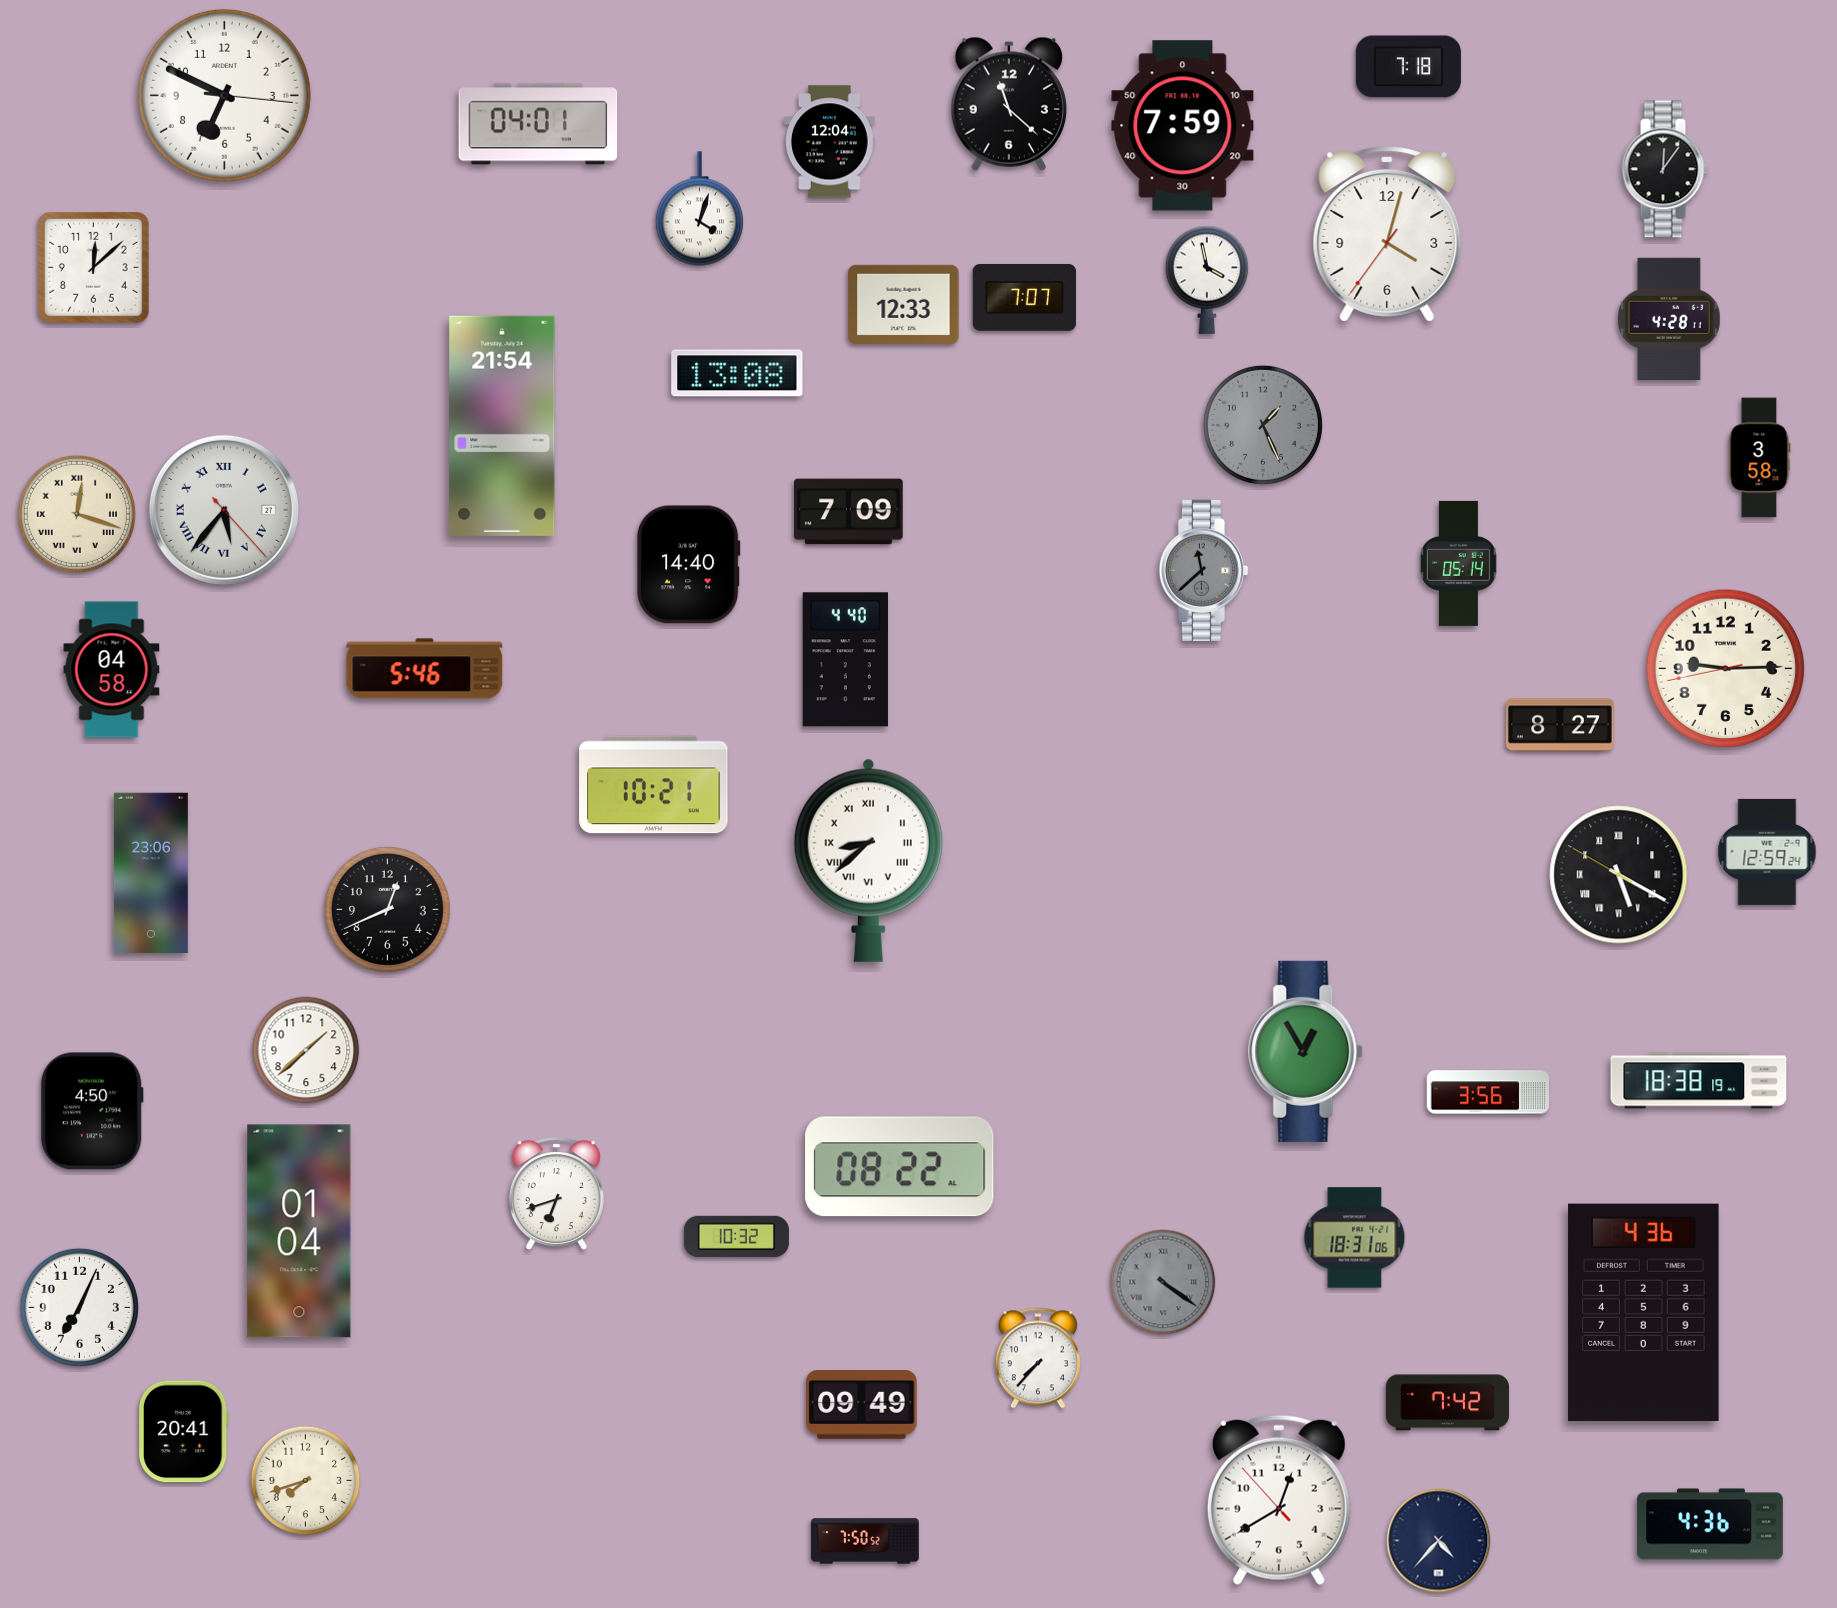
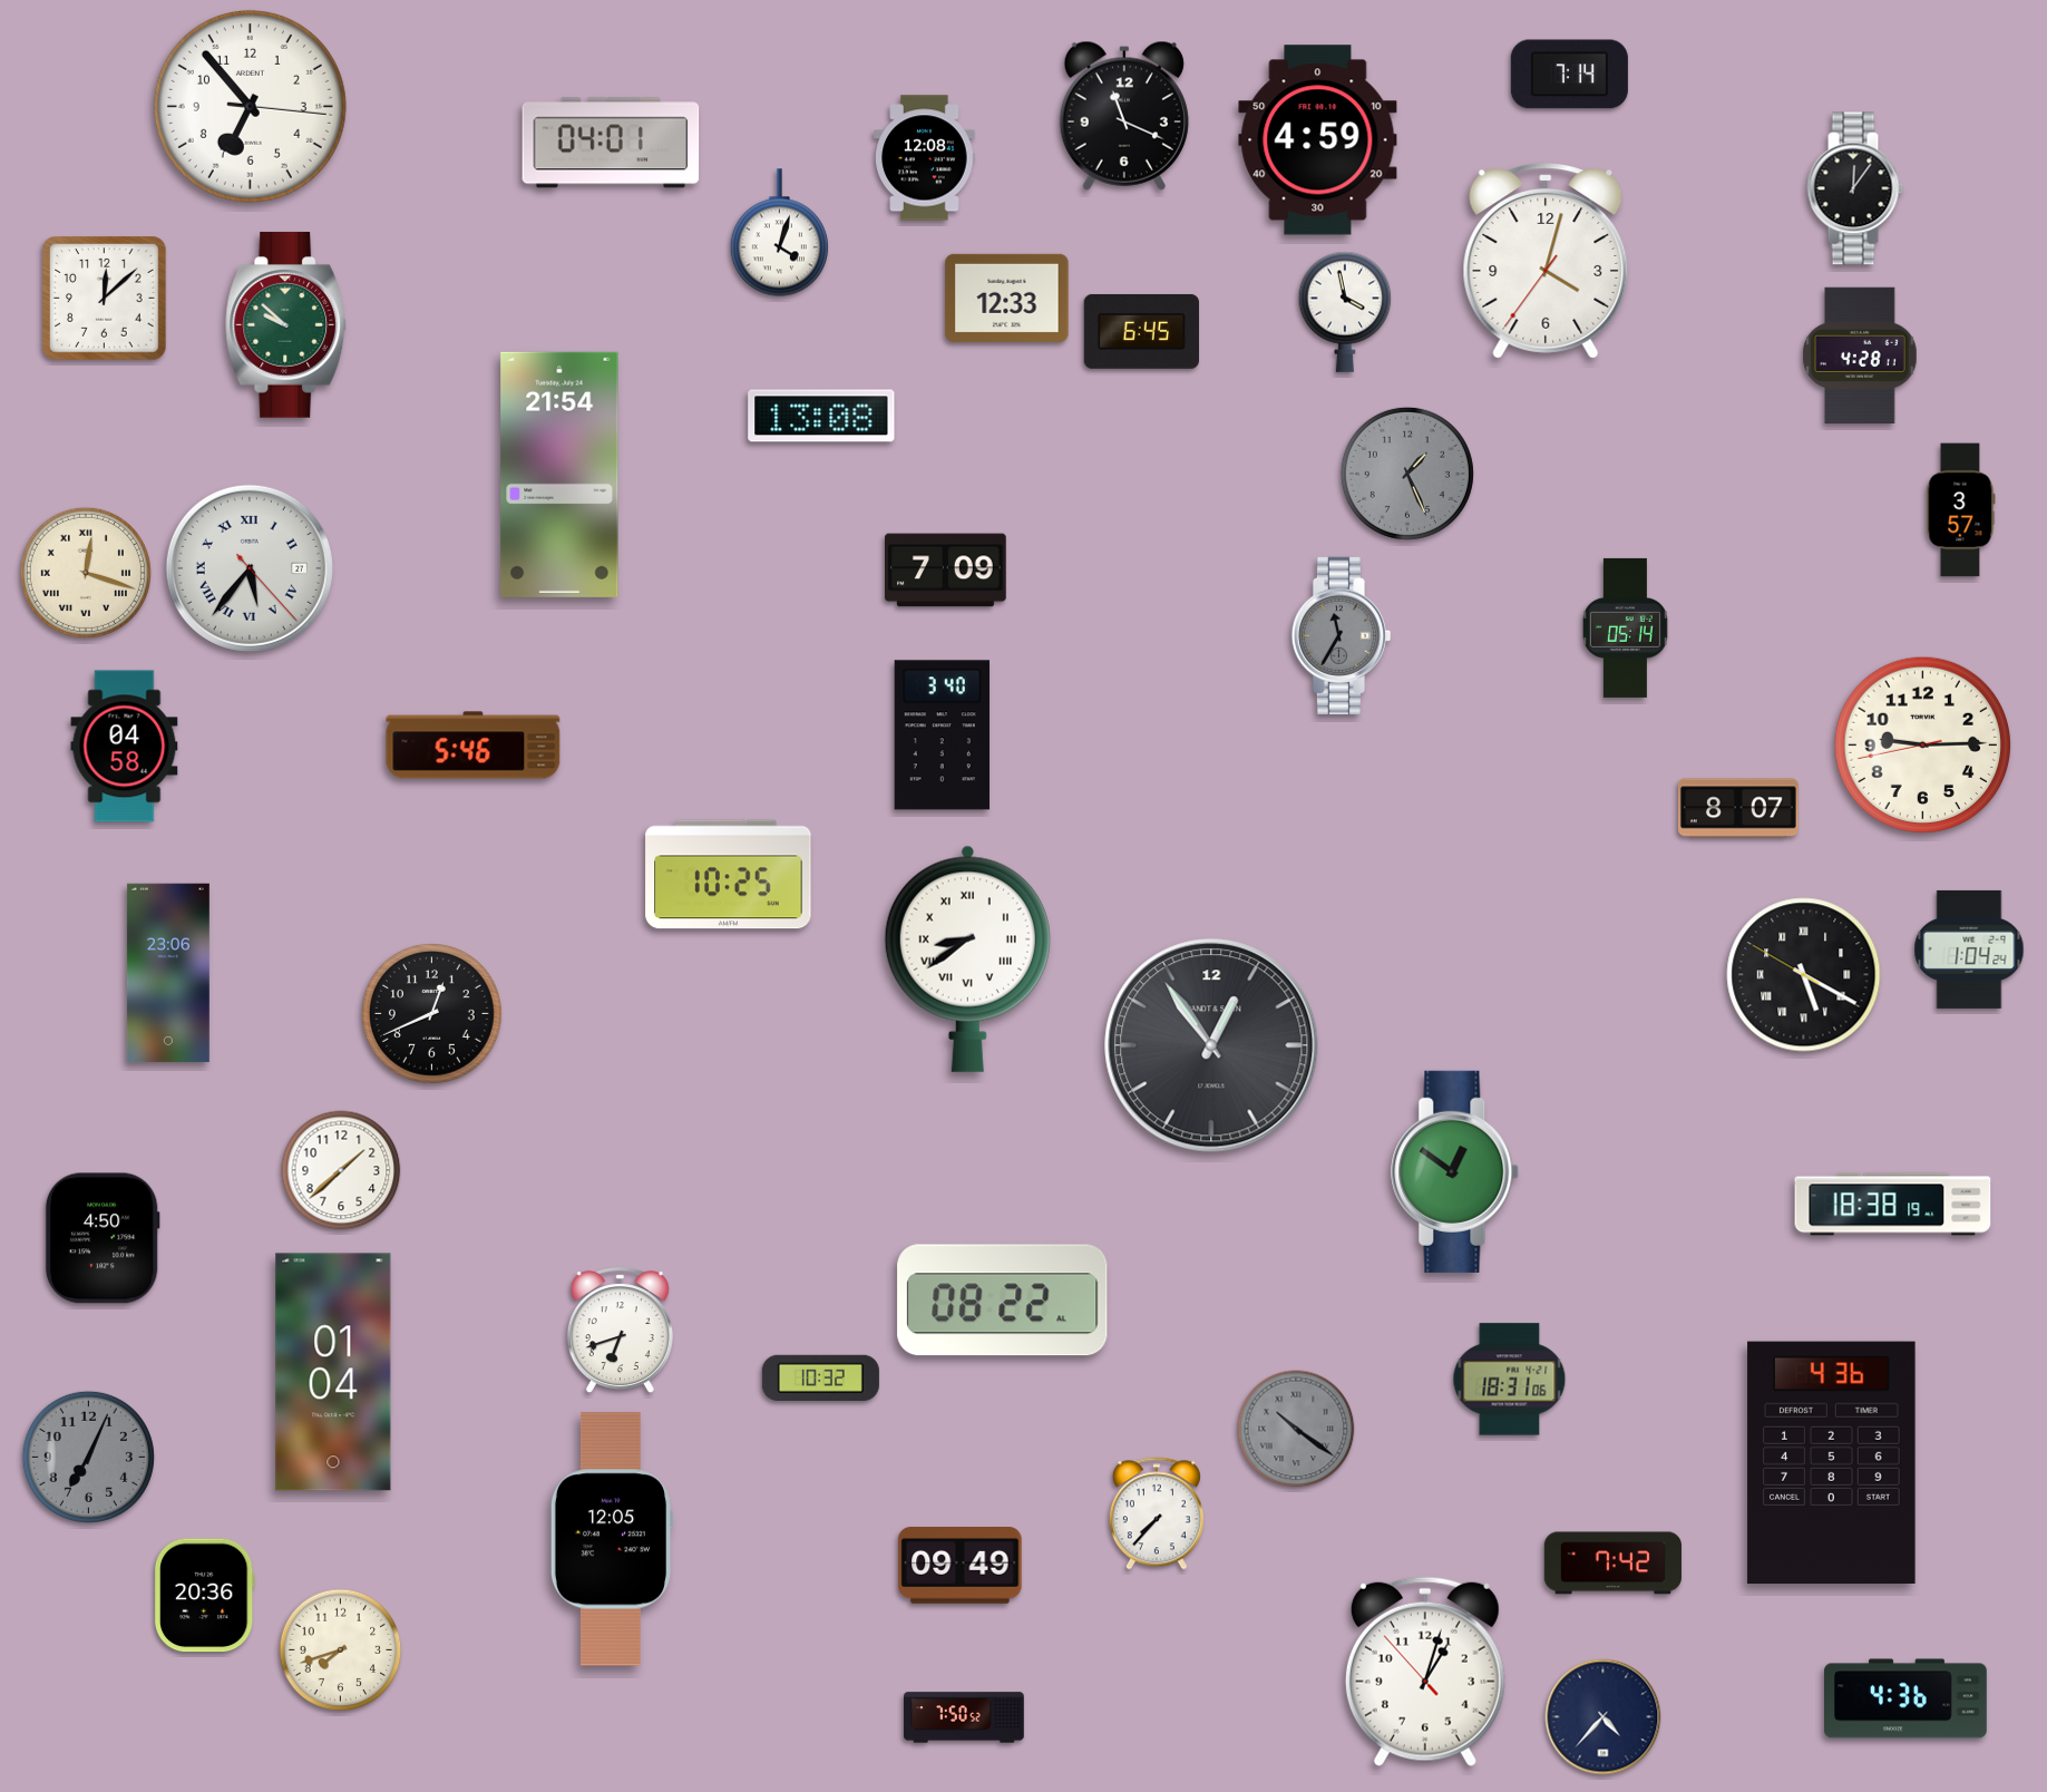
clock at (1408, 67): 7:18 -> 7:14
clock at (224, 95): 6:49 -> 6:53
clock at (1009, 104): 11:22 -> 11:19
clock at (538, 124) position: (538, 124) -> (611, 143)
clock at (1183, 126): 7:59 -> 4:59
clock at (830, 142): 12:04 -> 12:08
clock at (286, 325): none -> 9:52
clock at (1024, 297): 7:07 -> 6:45
clock at (904, 304) position: (904, 304) -> (1007, 298)
clock at (1760, 458): 3:58 -> 3:57
clock at (688, 565): 14:40 -> none
clock at (1204, 570): 11:38 -> 11:35
clock at (845, 660): 4:40 -> 3:40
clock at (1560, 725): 8:27 -> 8:07
clock at (654, 785): 10:21 -> 10:25
clock at (1767, 852): 12:59 -> 1:04
clock at (868, 860): 8:38 -> 8:39
clock at (1211, 1045): none -> 12:54
clock at (1306, 1051): 12:55 -> 12:51
clock at (1488, 1092): 3:56 -> none
clock at (1163, 1282): 4:21 -> 10:21
clock at (79, 1307) dial: white -> grey
clock at (611, 1539): none -> 12:05
clock at (183, 1432): 20:41 -> 20:36
clock at (1279, 1500): 12:39 -> 1:02
